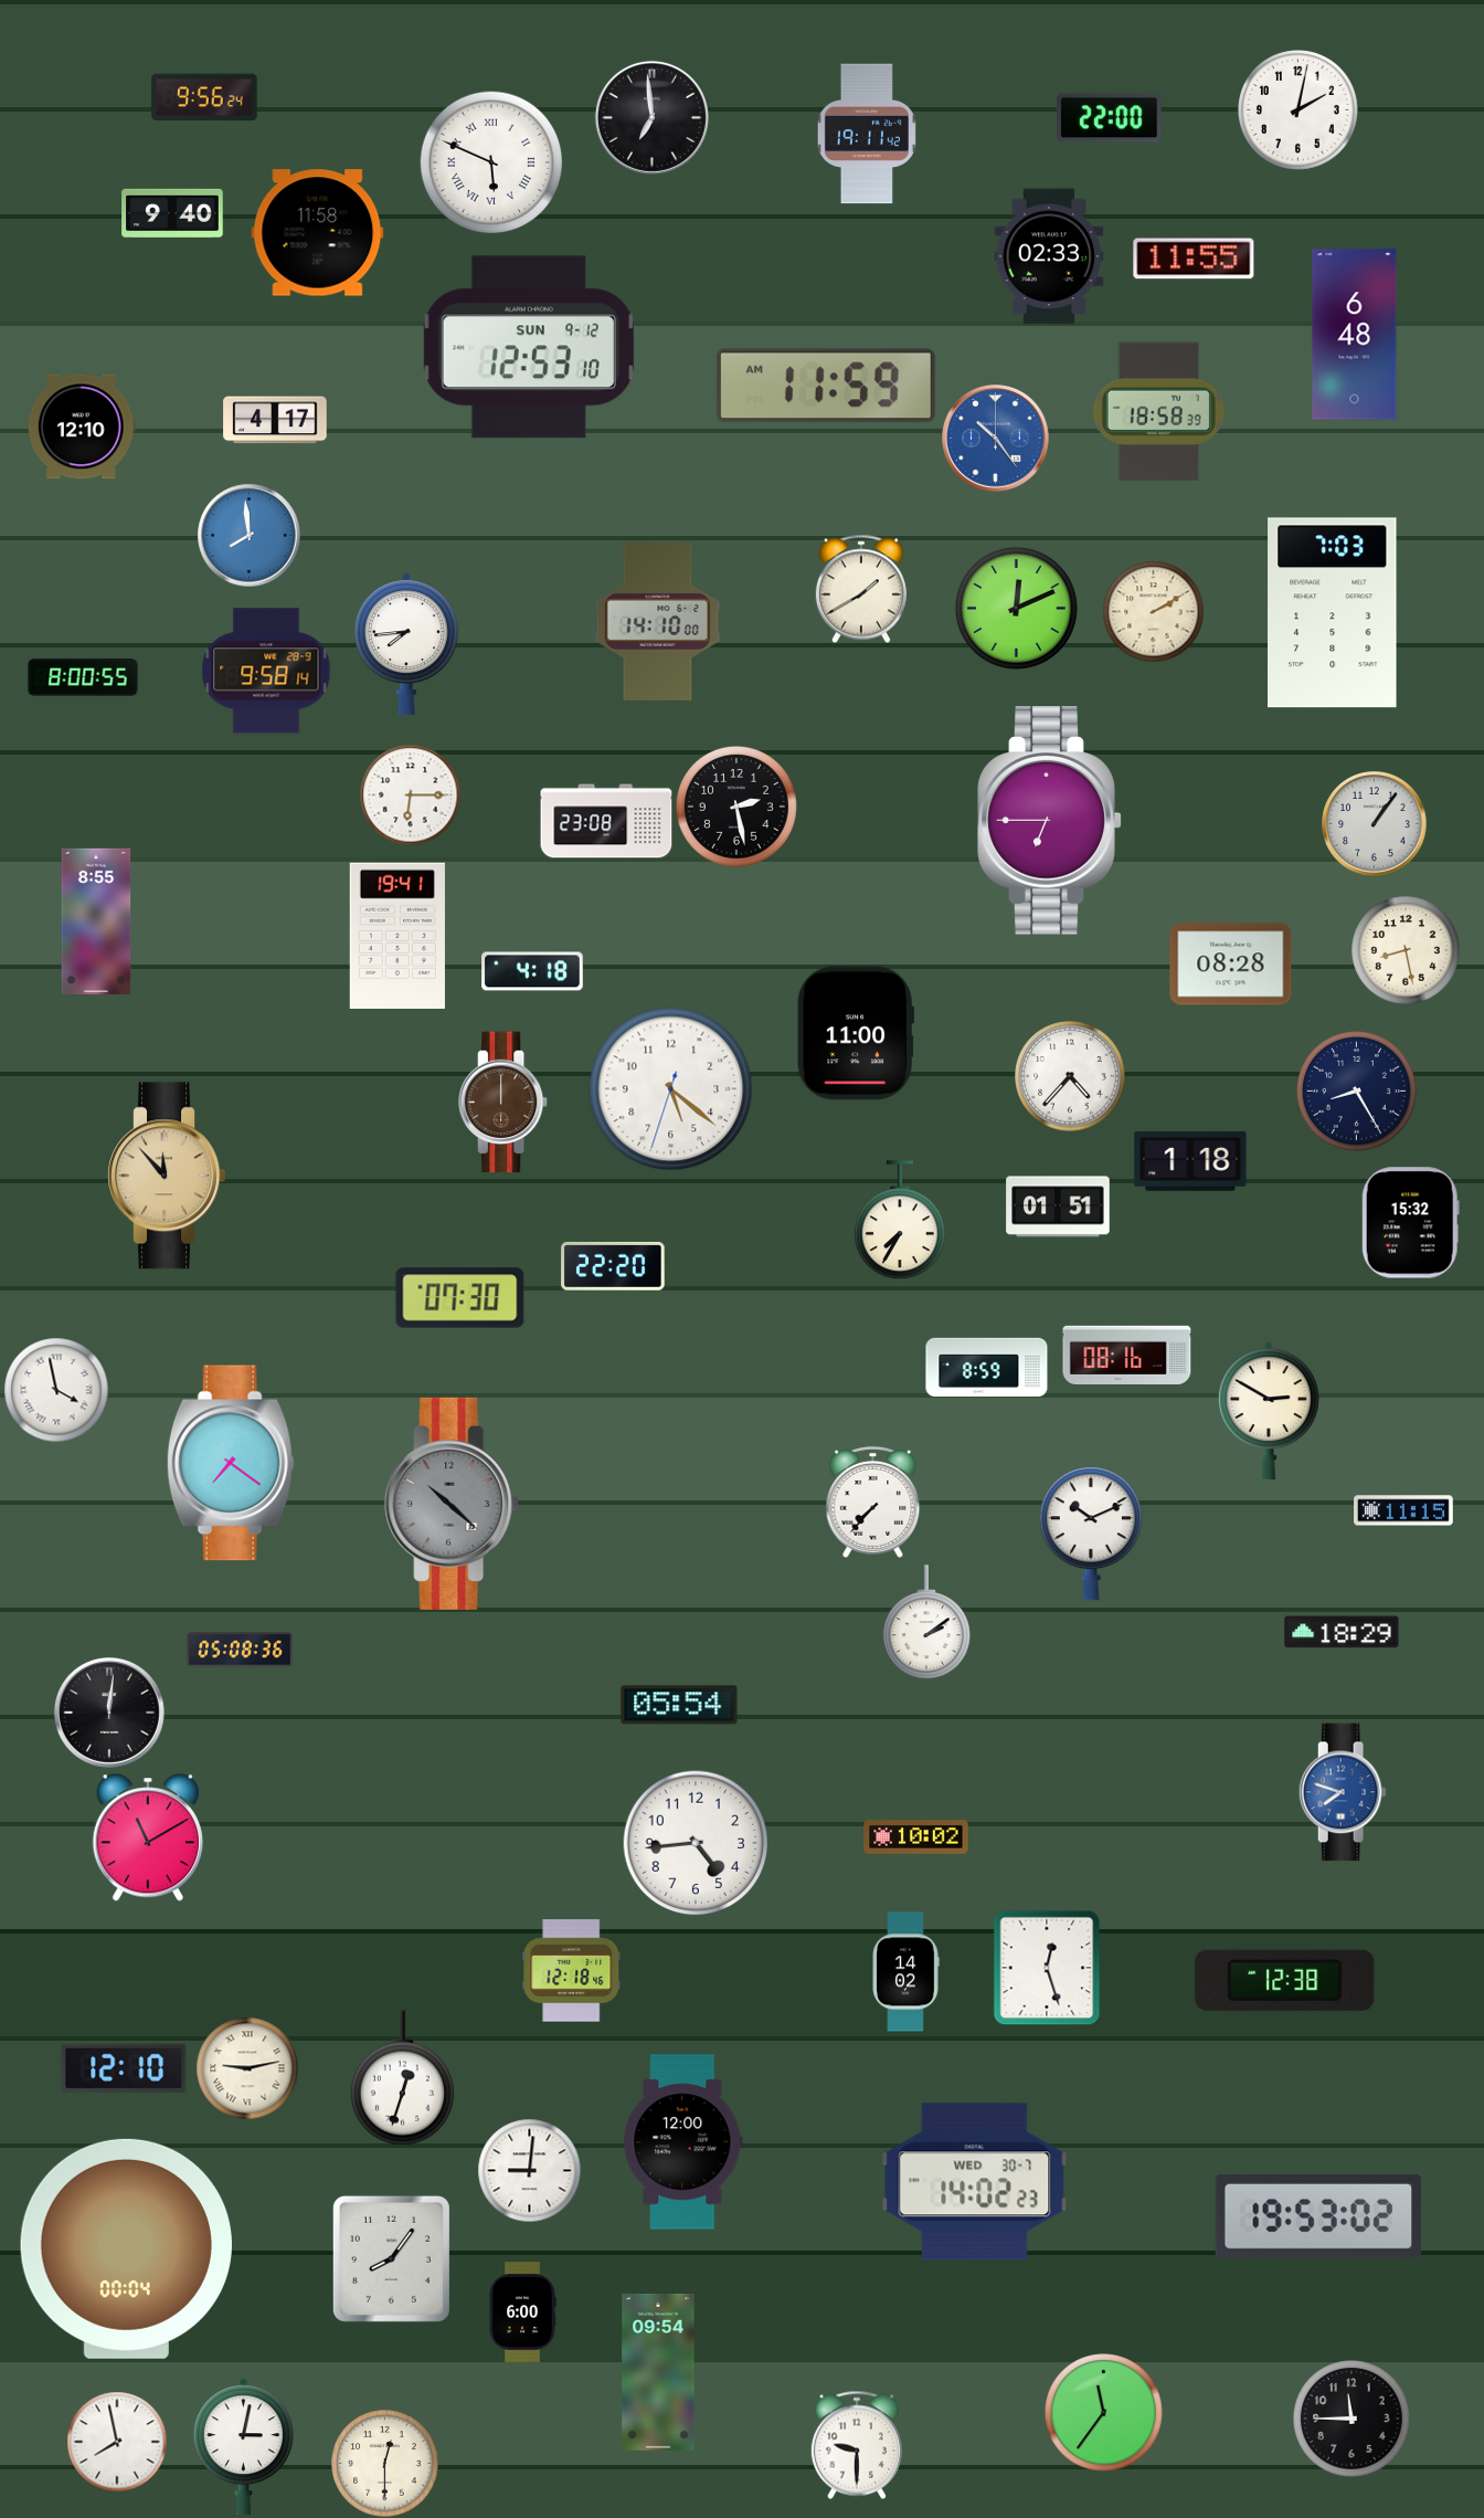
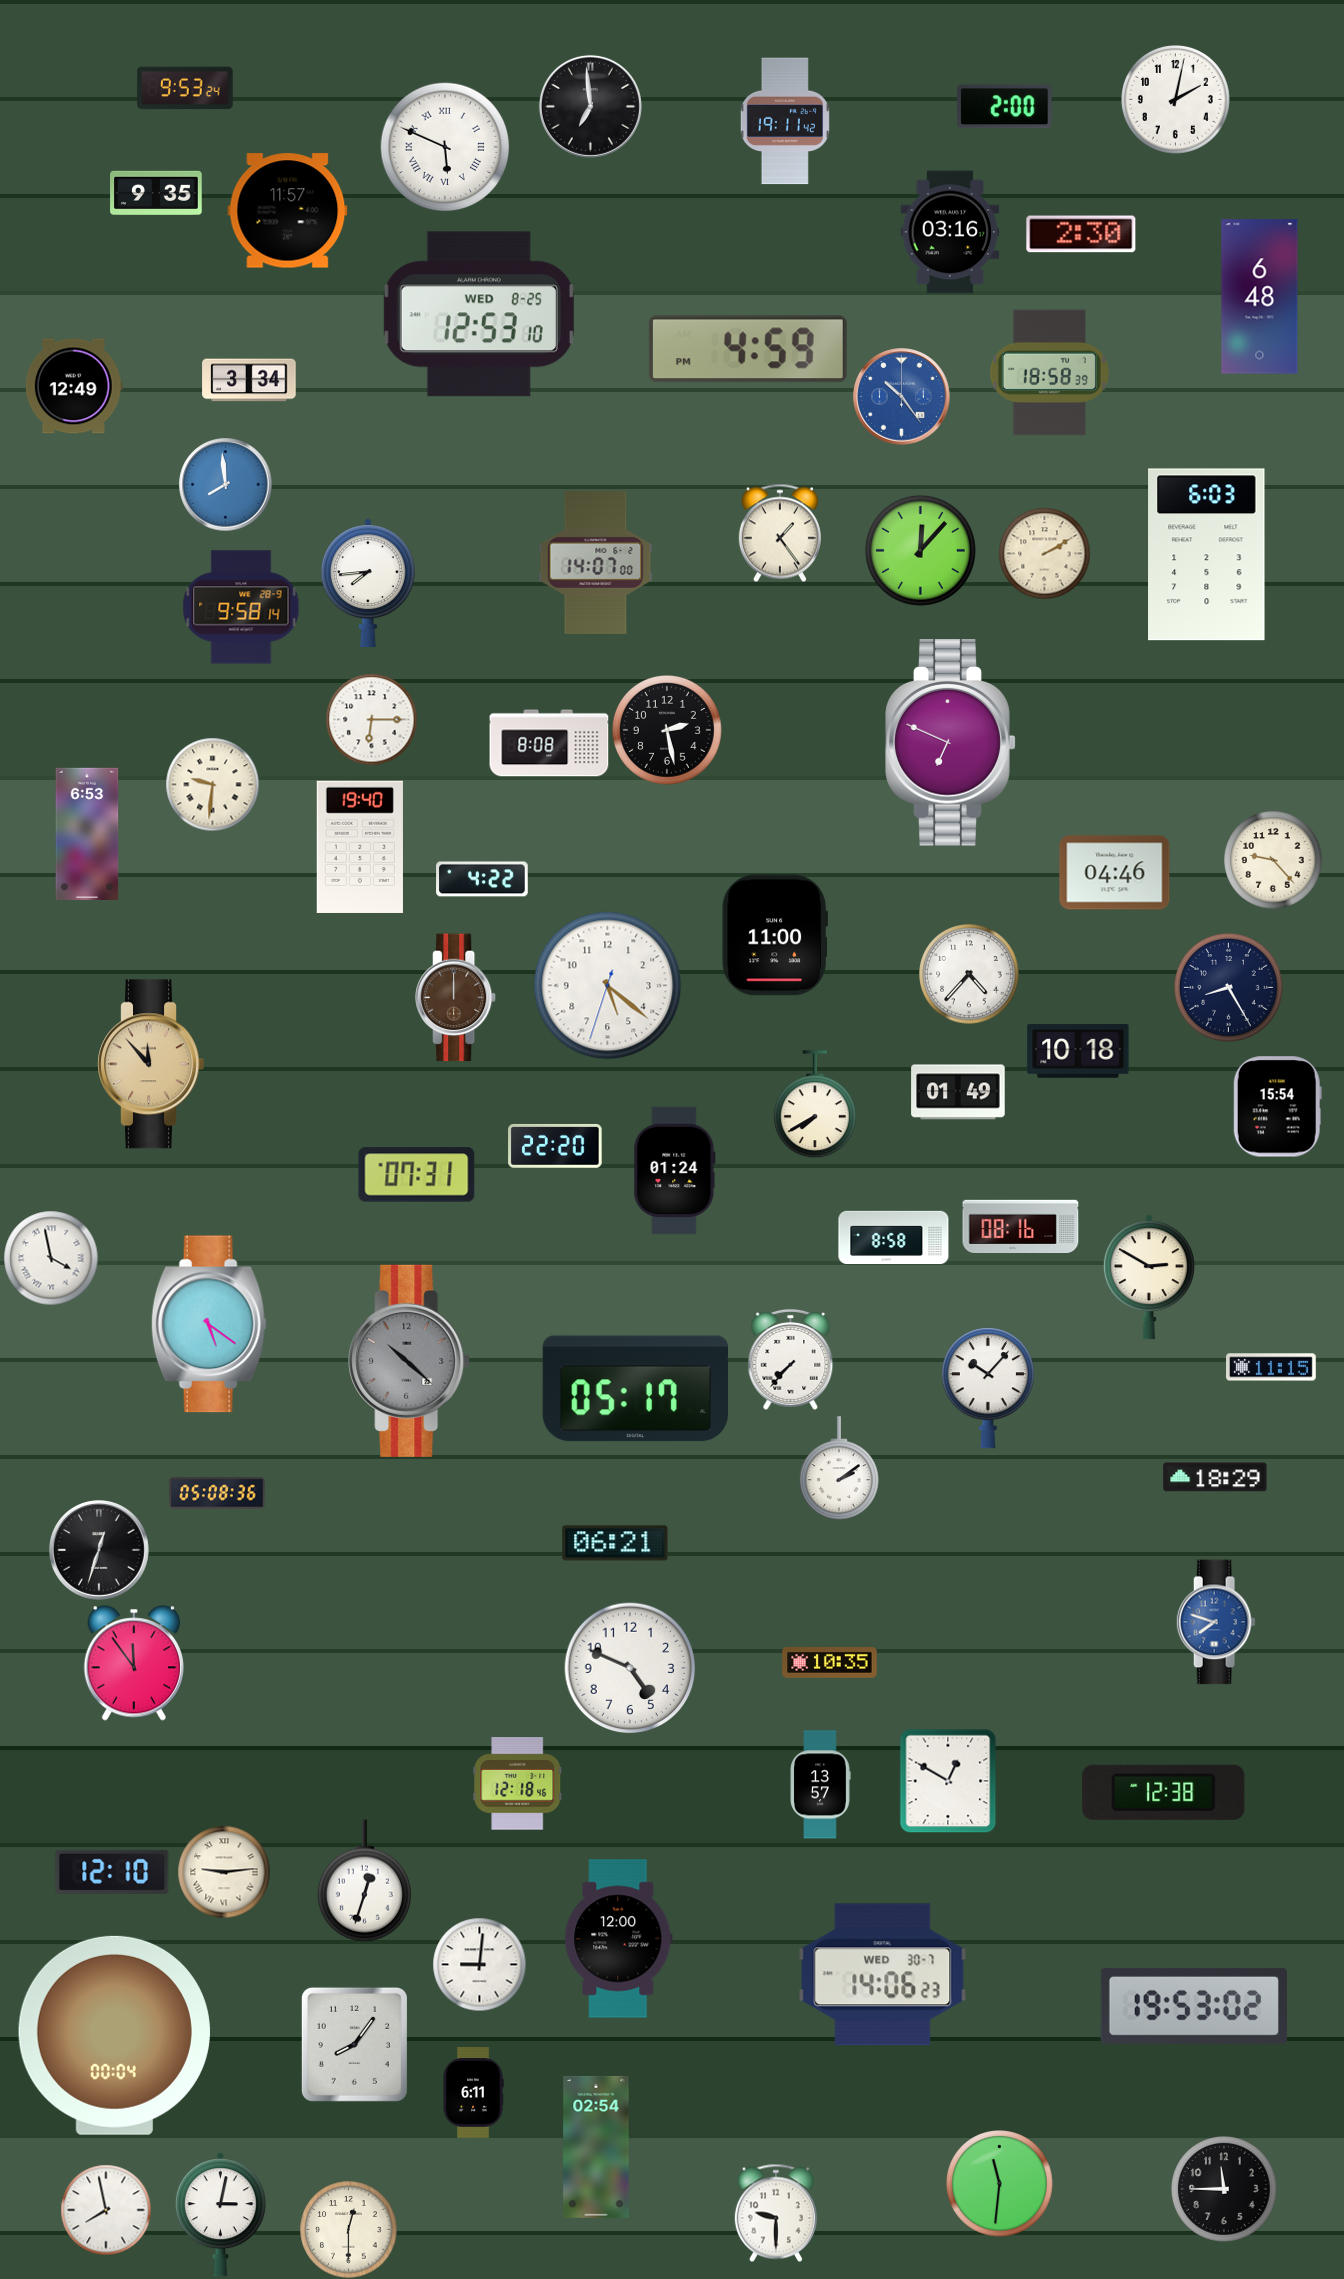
clock at (204, 97): 9:56 -> 9:53
clock at (1110, 118): 22:00 -> 2:00
clock at (172, 212): 9:40 -> 9:35
clock at (318, 233): 11:58 -> 11:57
clock at (1049, 256): 02:33 -> 03:16
clock at (1194, 259): 11:55 -> 2:30
clock at (1355, 335) position: (1355, 335) -> (1260, 297)
clock at (529, 347) date: SUN 9-12 -> WED 8-25
clock at (826, 386): 11:59 -> 4:59
clock at (275, 420): 4:17 -> 3:34
clock at (82, 426): 12:10 -> 12:49
clock at (861, 589): 1:40 -> 1:24
clock at (1016, 608): 12:11 -> 12:07
clock at (1333, 613): 7:03 -> 6:03
clock at (658, 621): 14:10 -> 14:07
clock at (83, 677): 8:00 -> none
clock at (606, 821): 23:08 -> 8:08
clock at (1050, 821): 6:45 -> 6:49
clock at (1375, 824): 1:06 -> none
clock at (212, 784): none -> 9:31
clock at (96, 920): 8:55 -> 6:53
clock at (397, 936): 19:41 -> 19:40
clock at (1406, 950): 8:28 -> 9:23
clock at (1231, 965): 08:28 -> 04:46
clock at (532, 971): 4:18 -> 4:22
clock at (1190, 1161): 1:18 -> 10:18
clock at (1058, 1207): 01:51 -> 01:49
clock at (900, 1220): 7:35 -> 7:40
clock at (1410, 1223): 15:32 -> 15:54
clock at (675, 1171): none -> 01:24
clock at (460, 1298): 07:30 -> 07:31
clock at (987, 1368): 8:59 -> 8:58
clock at (231, 1463): 7:21 -> 5:21
clock at (1091, 1534): 10:11 -> 10:07
clock at (635, 1389): none -> 05:17
clock at (679, 1705): 05:54 -> 06:21
clock at (109, 1713): 12:01 -> 12:33
clock at (147, 1837): 11:10 -> 11:54
clock at (916, 1837): 10:02 -> 10:35
clock at (696, 1843): 4:44 -> 4:49
clock at (1047, 1968): 12:27 -> 12:50
clock at (905, 1972): 14:02 -> 13:57
clock at (247, 2068): 9:13 -> 9:14
clock at (975, 2182): 14:02 -> 14:06
clock at (522, 2312): 6:00 -> 6:11
clock at (658, 2372): 09:54 -> 02:54
clock at (1104, 2413): 11:36 -> 11:31
